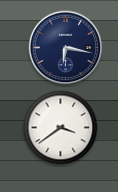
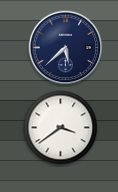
clock at (66, 48): 6:17 -> 5:38
